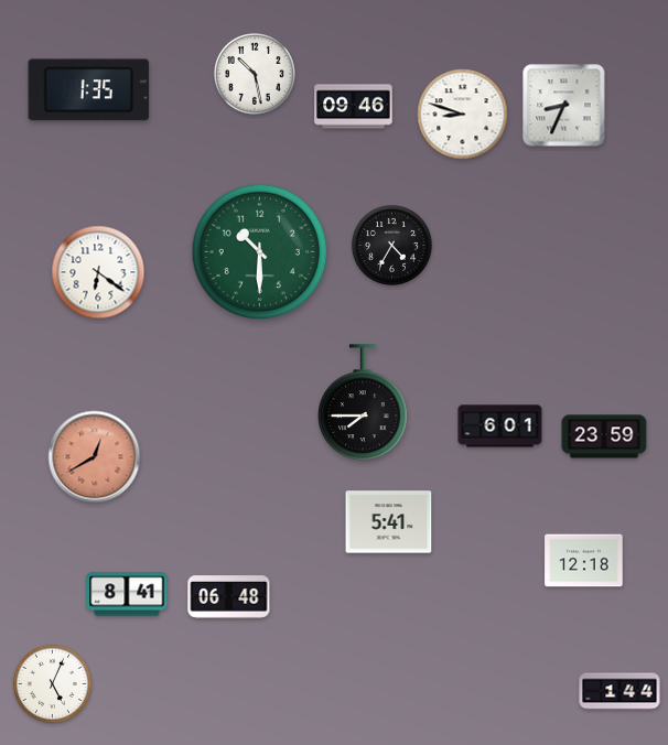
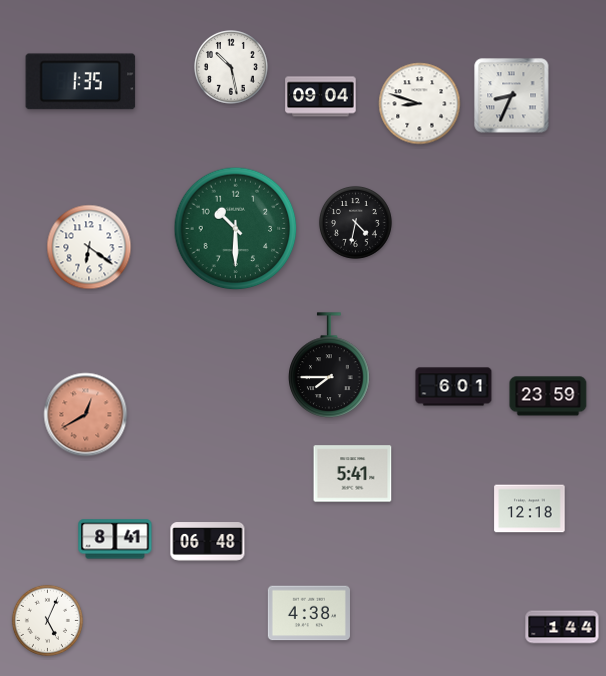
clock at (354, 107): 09:46 -> 09:04
clock at (391, 245): 4:35 -> 4:32
clock at (309, 613): none -> 4:38
